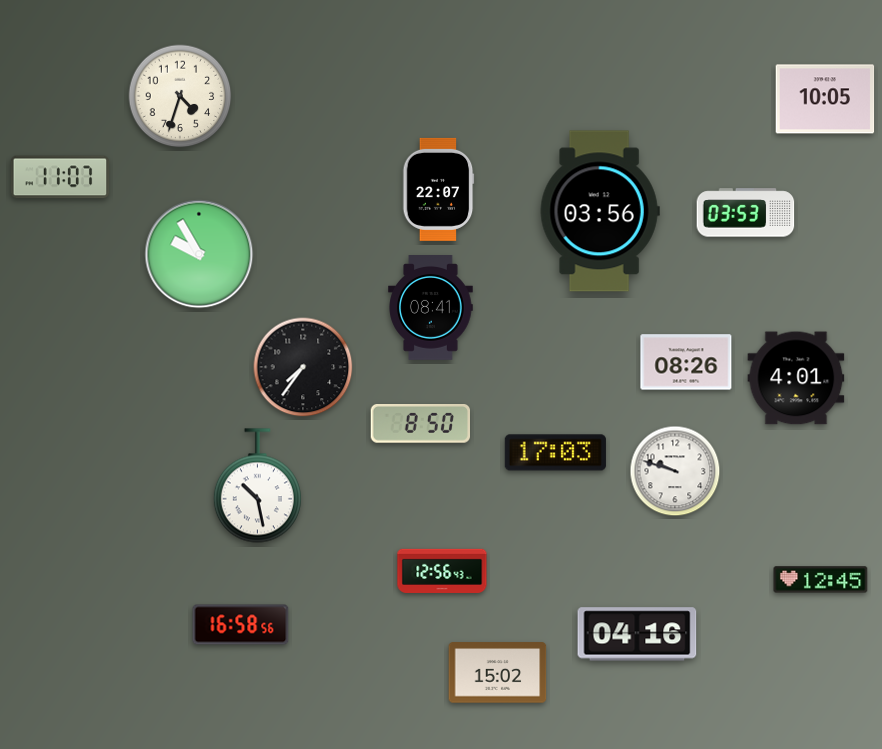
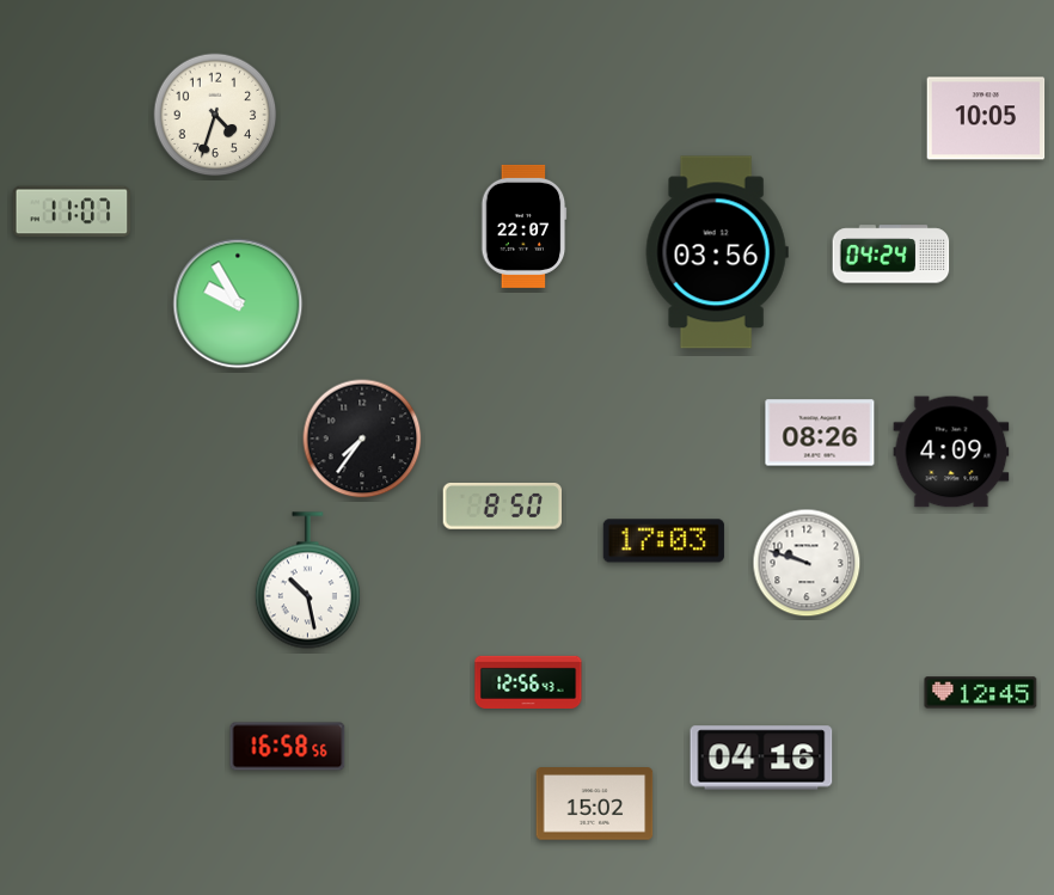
clock at (746, 213): 03:53 -> 04:24
clock at (431, 308): 08:41 -> none
clock at (796, 378): 4:01 -> 4:09
